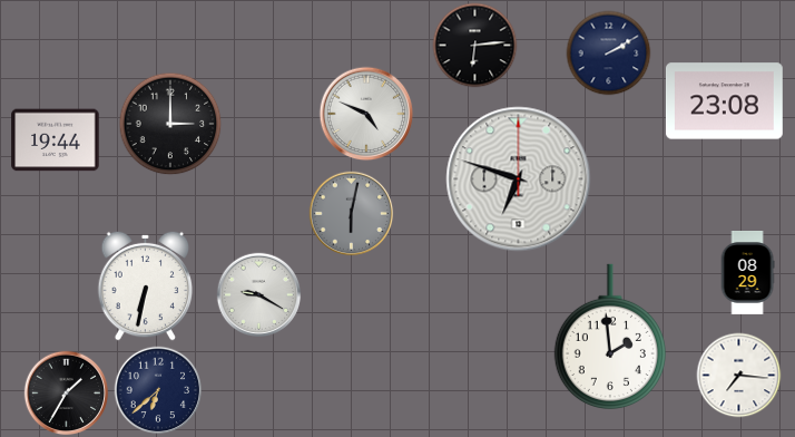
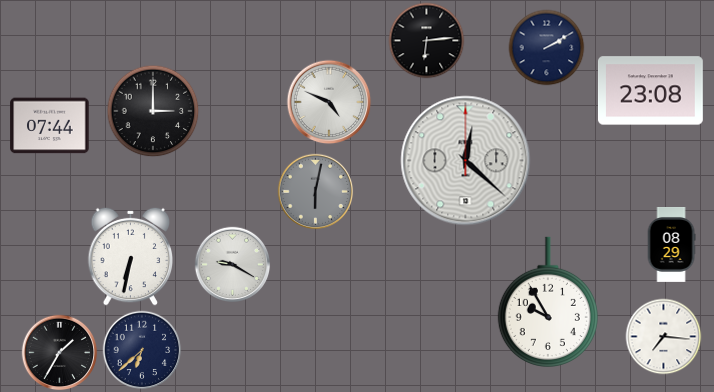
clock at (56, 140): 19:44 -> 07:44
clock at (519, 179): 6:48 -> 12:22
clock at (610, 336): 1:59 -> 9:55
